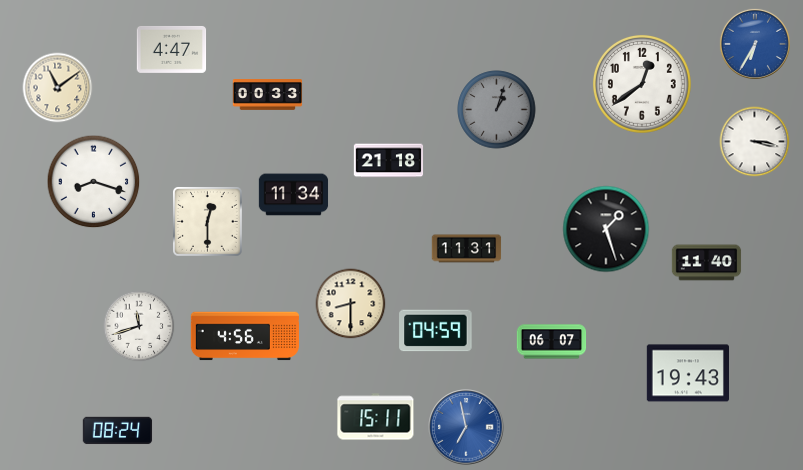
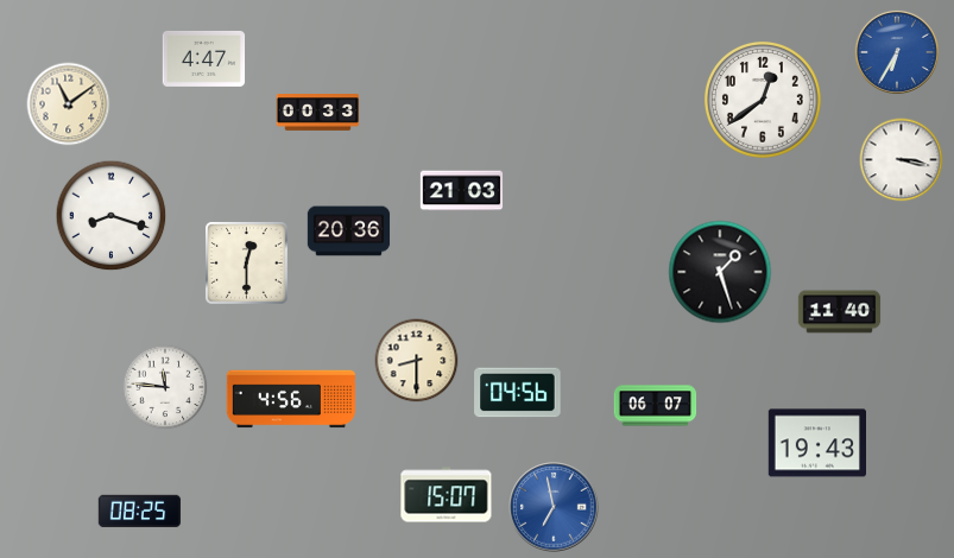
clock at (497, 110): 1:03 -> none
clock at (755, 142) position: (755, 142) -> (902, 160)
clock at (389, 161): 21:18 -> 21:03
clock at (294, 195): 11:34 -> 20:36
clock at (467, 249): 11:31 -> none
clock at (139, 326): 11:42 -> 11:46
clock at (436, 331): 04:59 -> 04:56
clock at (376, 417): 15:11 -> 15:07
clock at (118, 431): 08:24 -> 08:25
